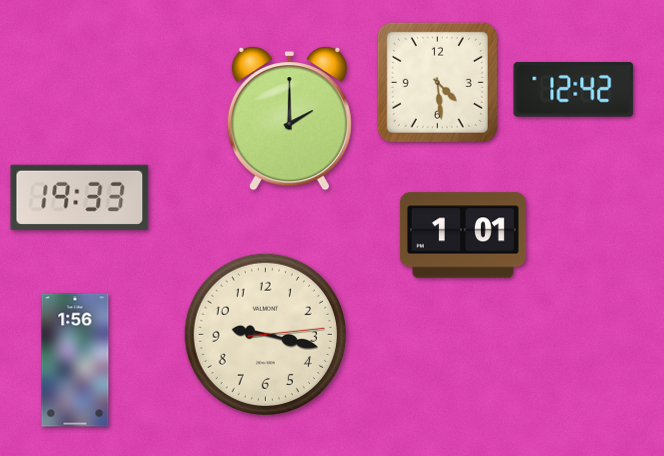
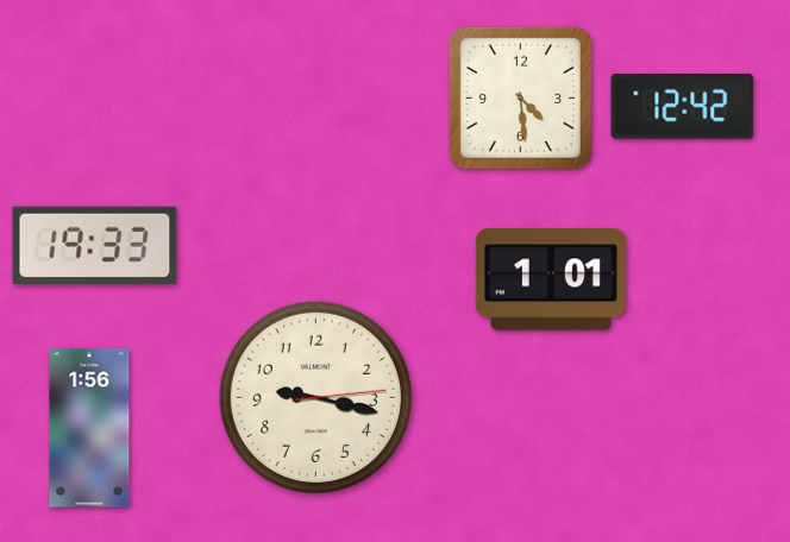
clock at (289, 118): 2:00 -> none
clock at (80, 197) position: (80, 197) -> (95, 245)
